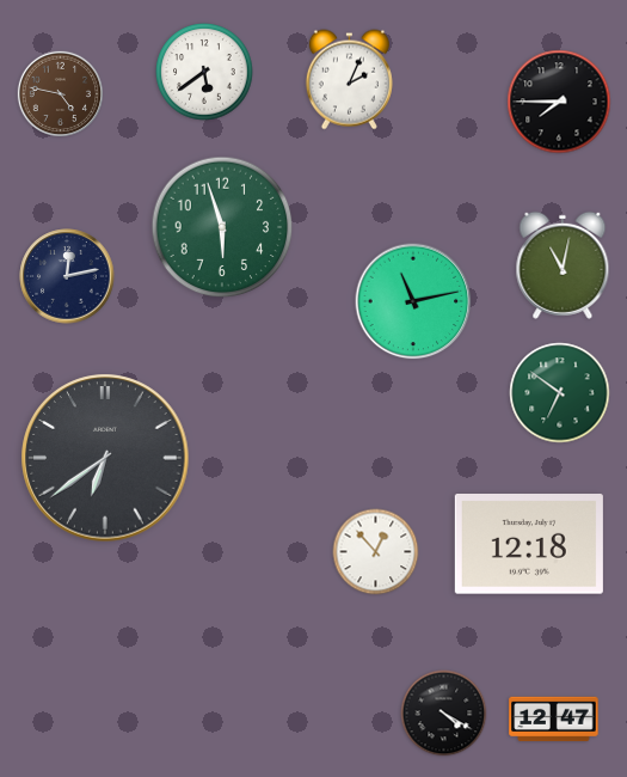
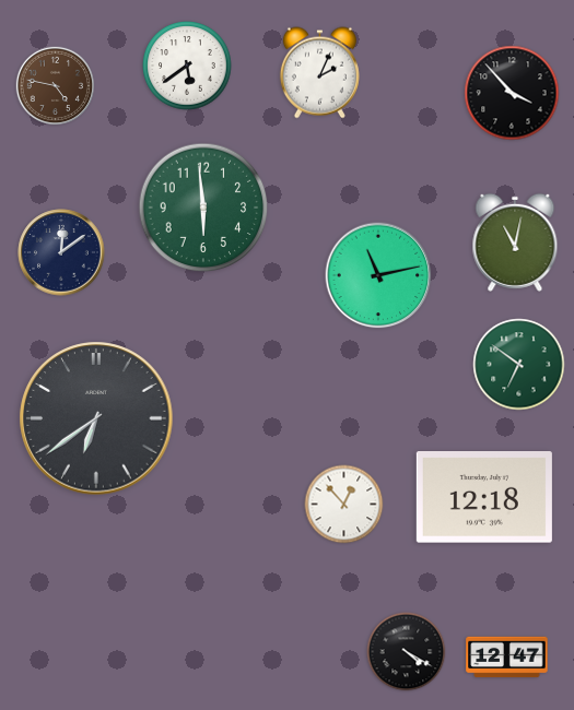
clock at (559, 102): 7:45 -> 3:53
clock at (222, 227): 5:57 -> 5:59
clock at (67, 276): 12:13 -> 12:09
clock at (560, 393) position: (560, 393) -> (519, 365)
